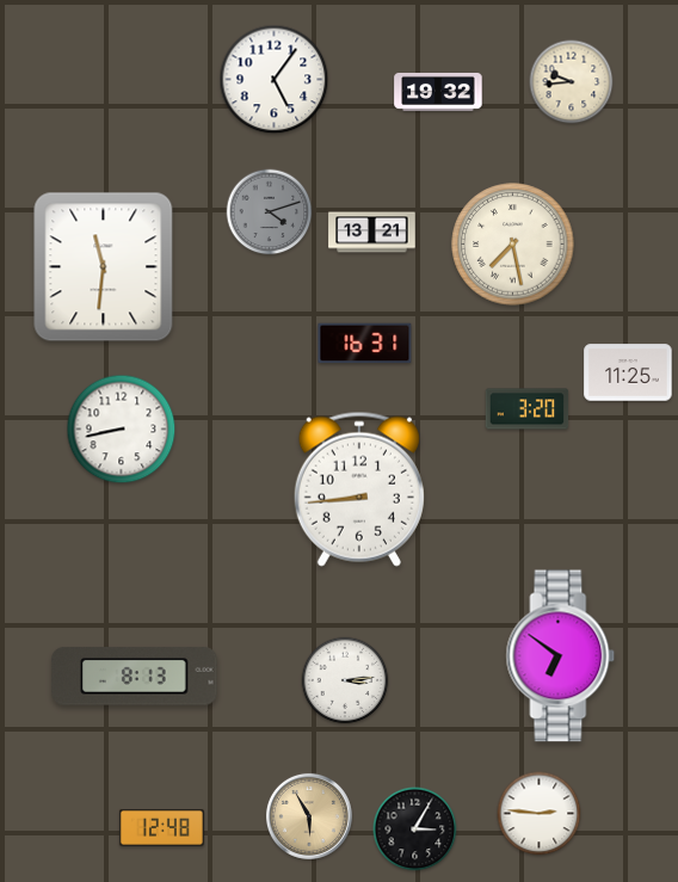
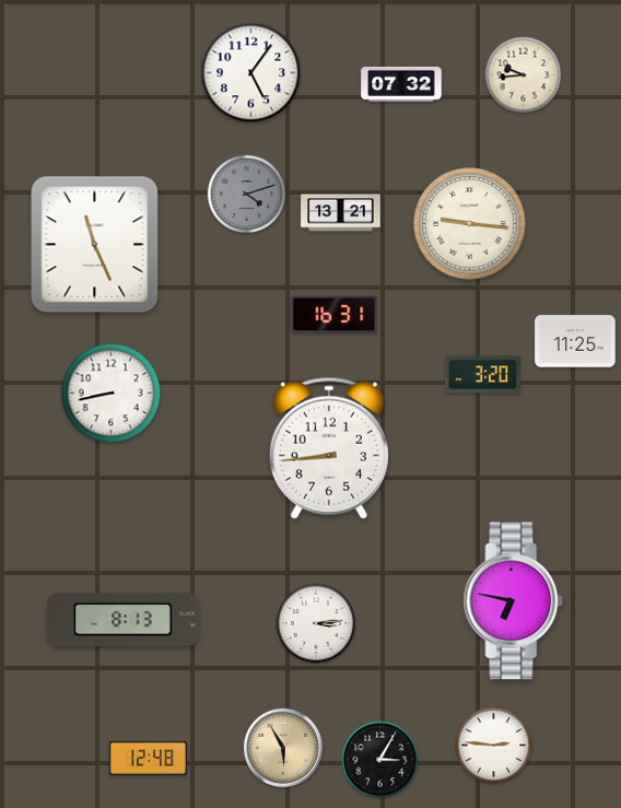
clock at (438, 92): 19:32 -> 07:32
clock at (513, 245): 7:28 -> 9:16
clock at (104, 267): 11:31 -> 11:26
clock at (561, 656): 6:51 -> 6:47
